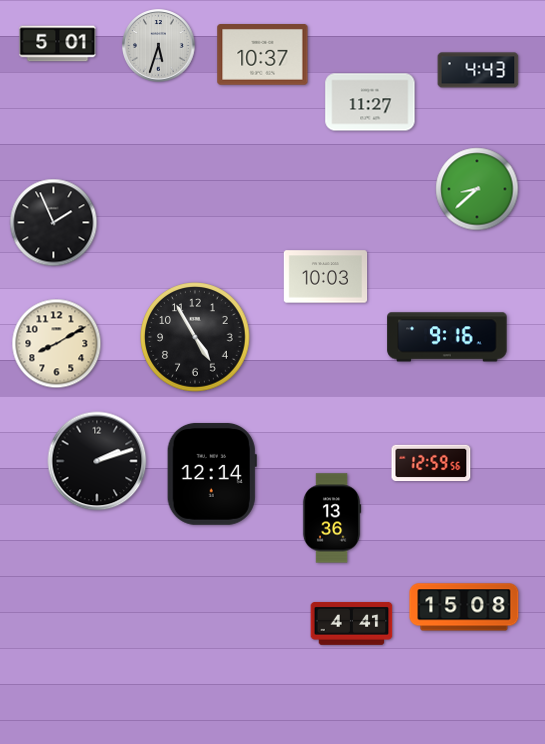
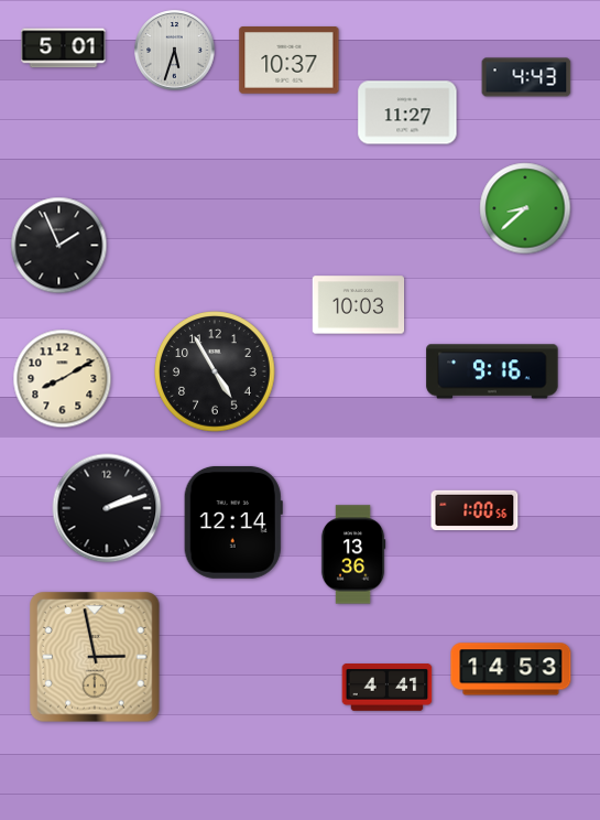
clock at (431, 463): 12:59 -> 1:00
clock at (332, 518) position: (332, 518) -> (353, 554)
clock at (95, 657): none -> 2:58
clock at (464, 607): 15:08 -> 14:53
